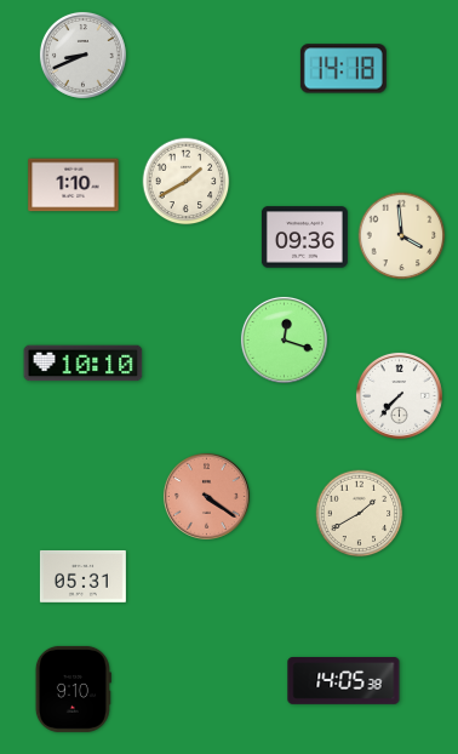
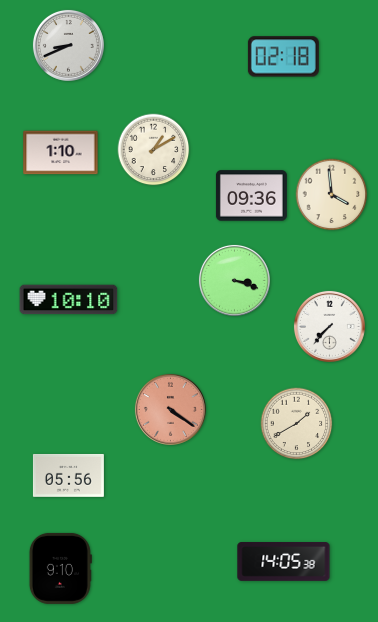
clock at (343, 69): 14:18 -> 02:18
clock at (187, 182): 1:40 -> 1:10
clock at (284, 339): 12:18 -> 3:18
clock at (82, 576): 05:31 -> 05:56
